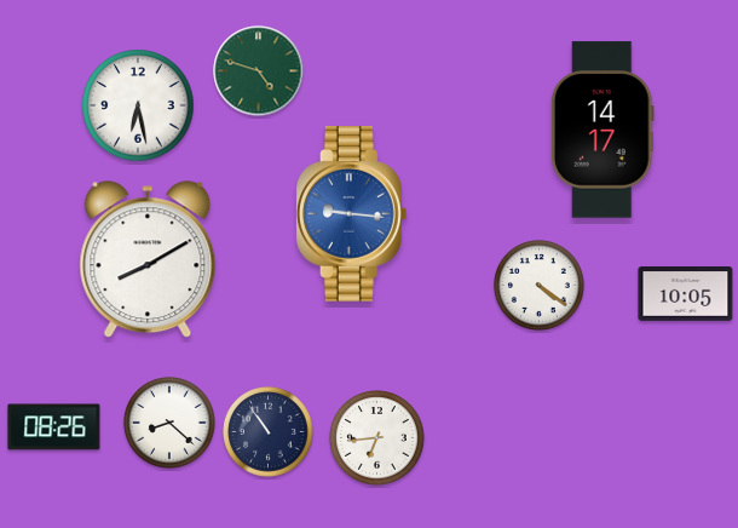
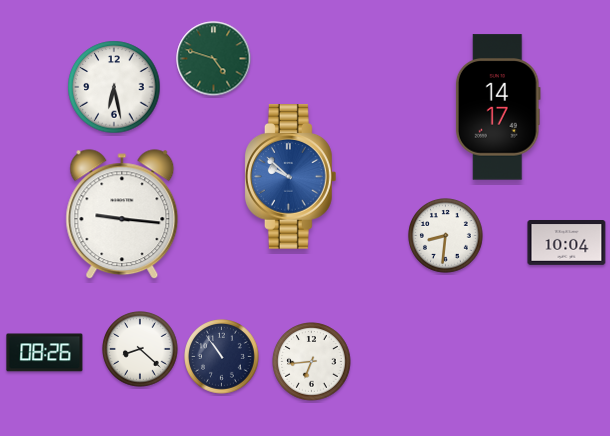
clock at (352, 214): 9:16 -> 9:52
clock at (148, 260): 8:10 -> 9:16
clock at (540, 286): 4:21 -> 8:31
clock at (686, 294): 10:05 -> 10:04
